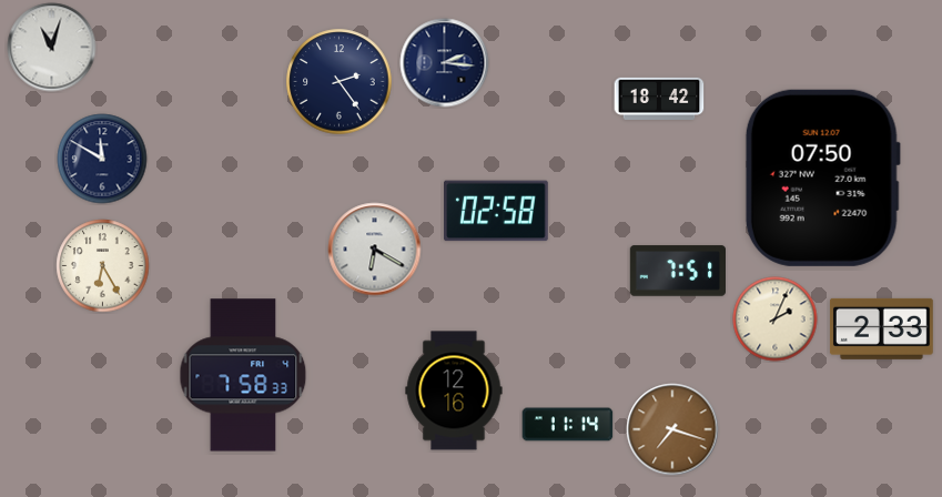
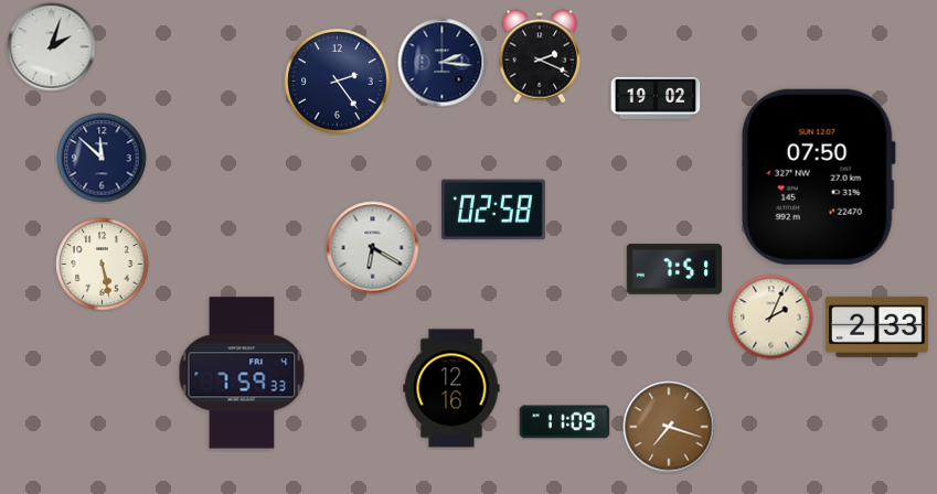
clock at (52, 48): 11:03 -> 2:03
clock at (539, 56): none -> 2:19
clock at (659, 99): 18:42 -> 19:02
clock at (102, 159): 11:50 -> 11:52
clock at (103, 266): 6:25 -> 5:28
clock at (243, 375): 7:58 -> 7:59
clock at (568, 425): 11:14 -> 11:09
